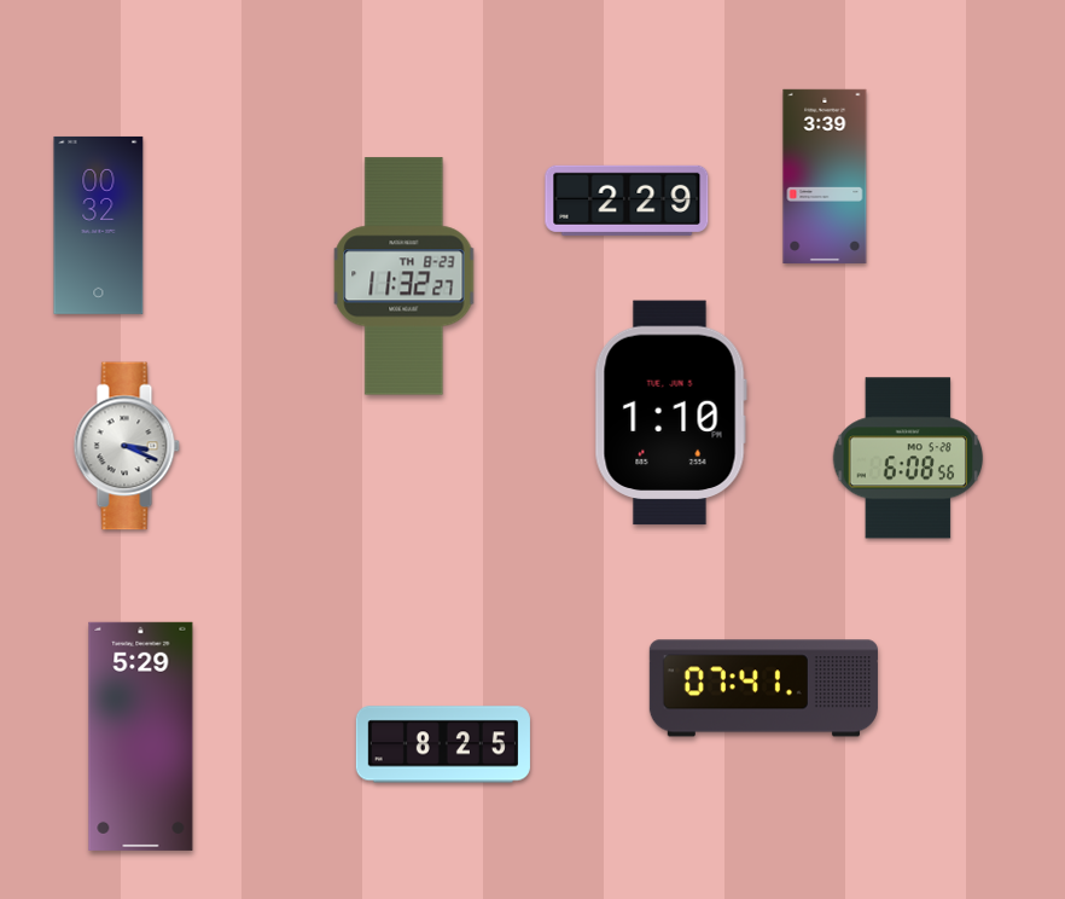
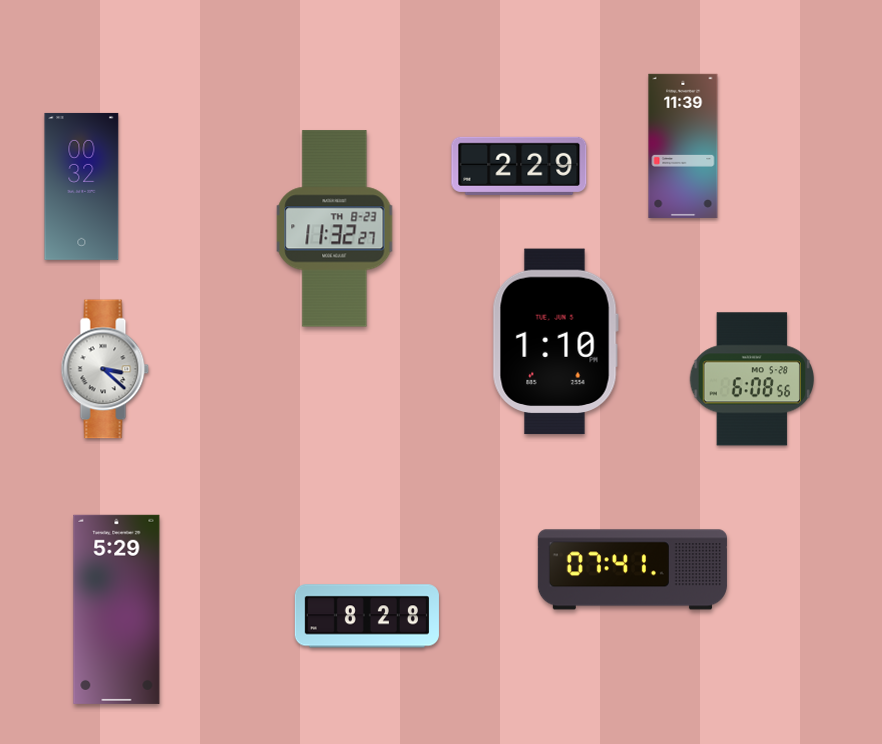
clock at (825, 176): 3:39 -> 11:39
clock at (127, 446): 3:19 -> 3:22
clock at (443, 744): 8:25 -> 8:28
